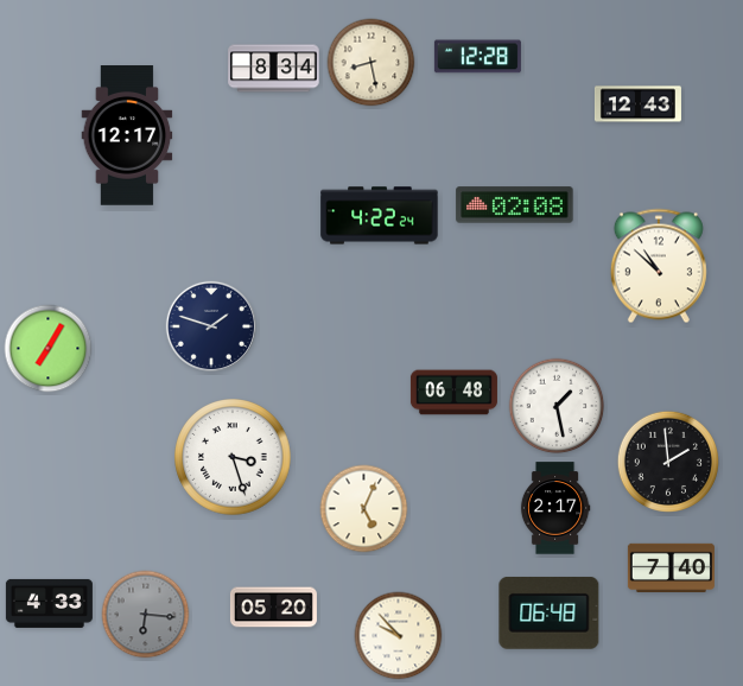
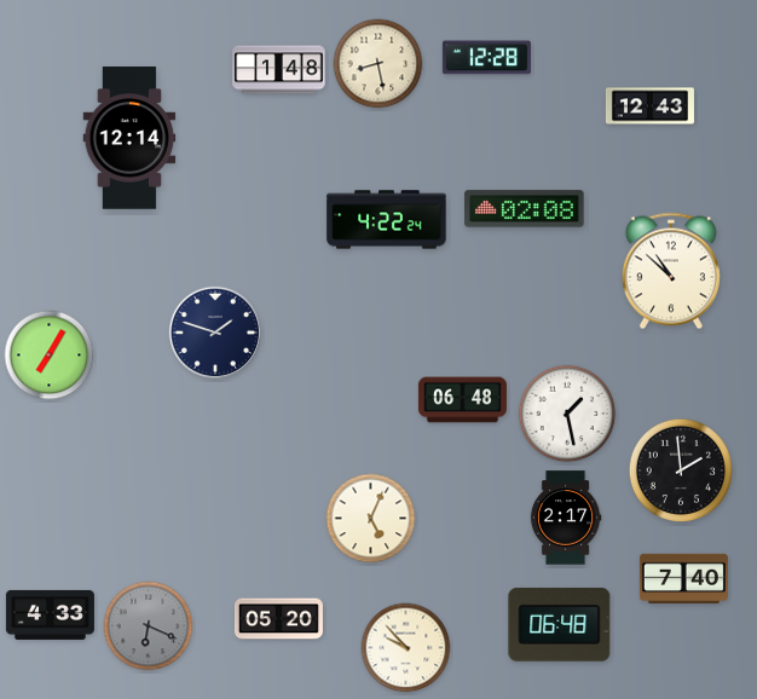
clock at (274, 69): 8:34 -> 1:48
clock at (127, 135): 12:17 -> 12:14
clock at (233, 457): 3:27 -> none
clock at (146, 615): 6:16 -> 6:19
